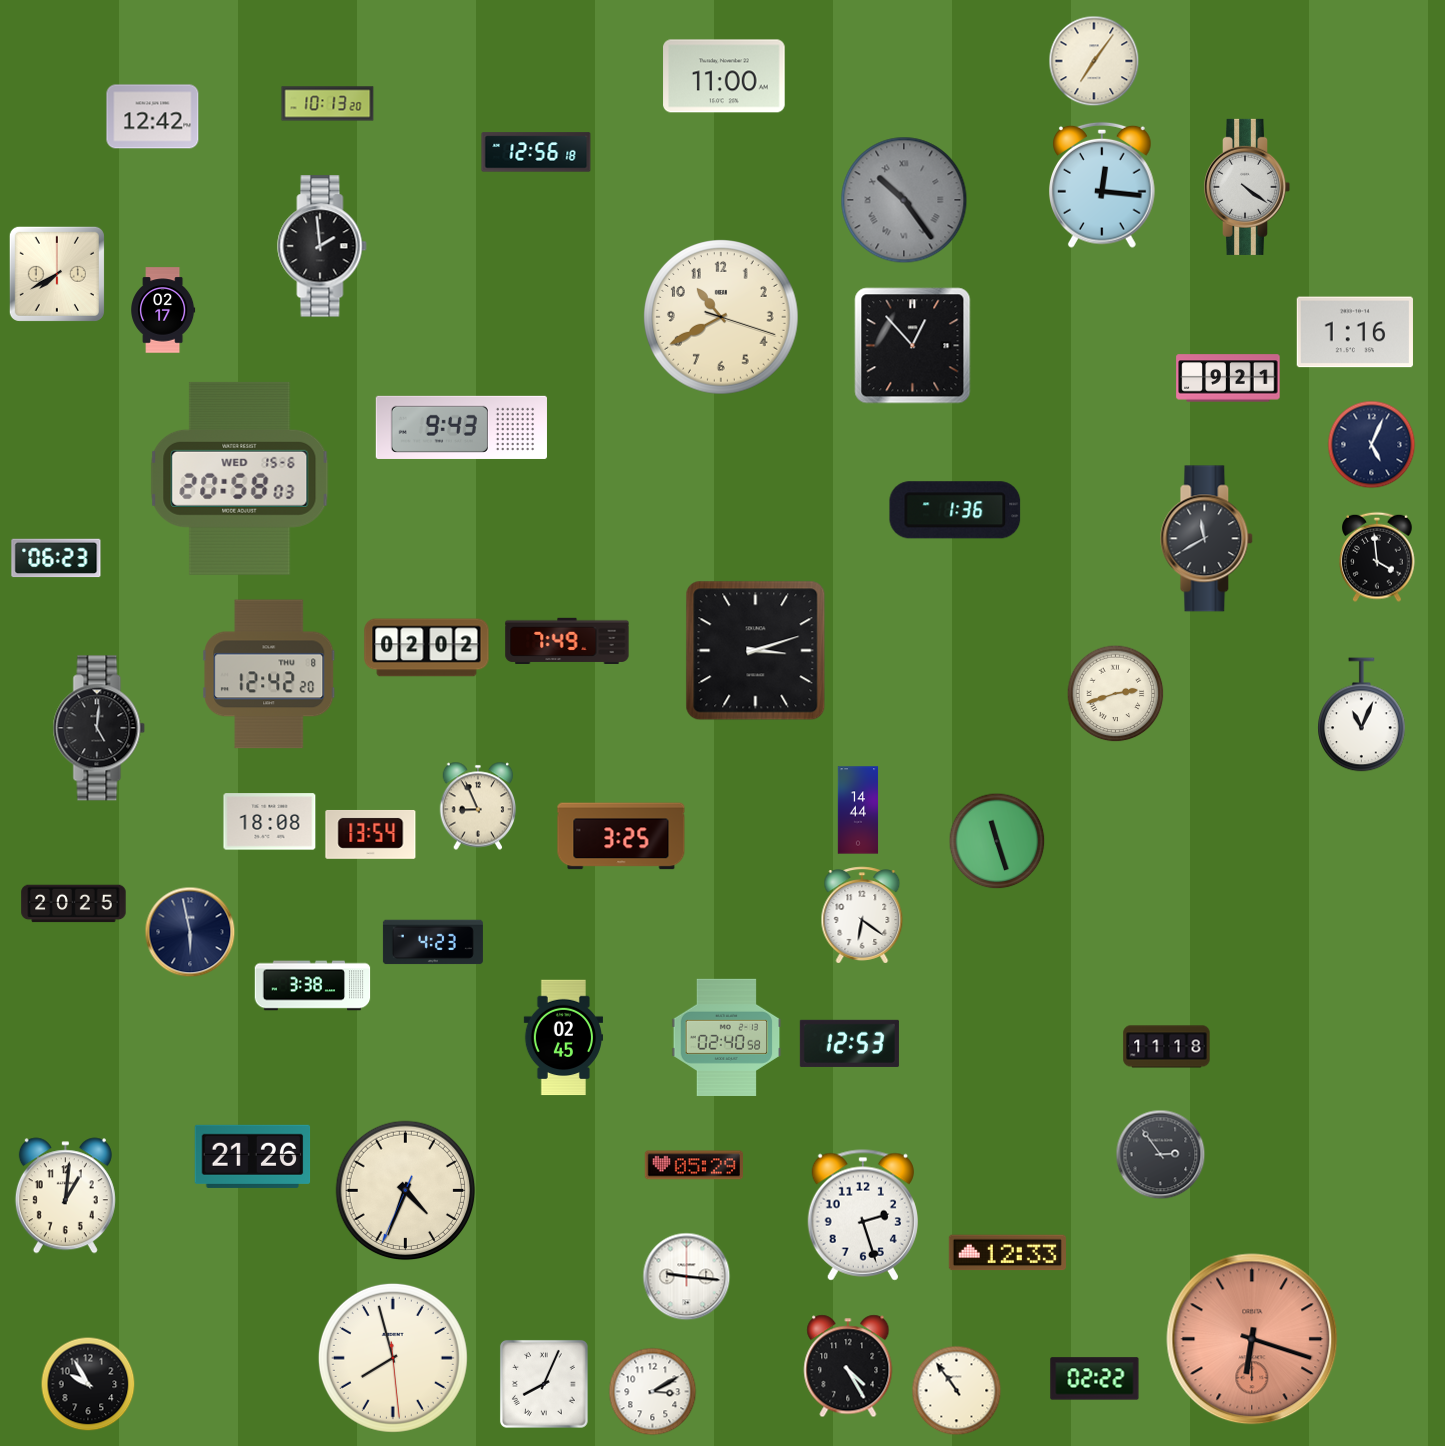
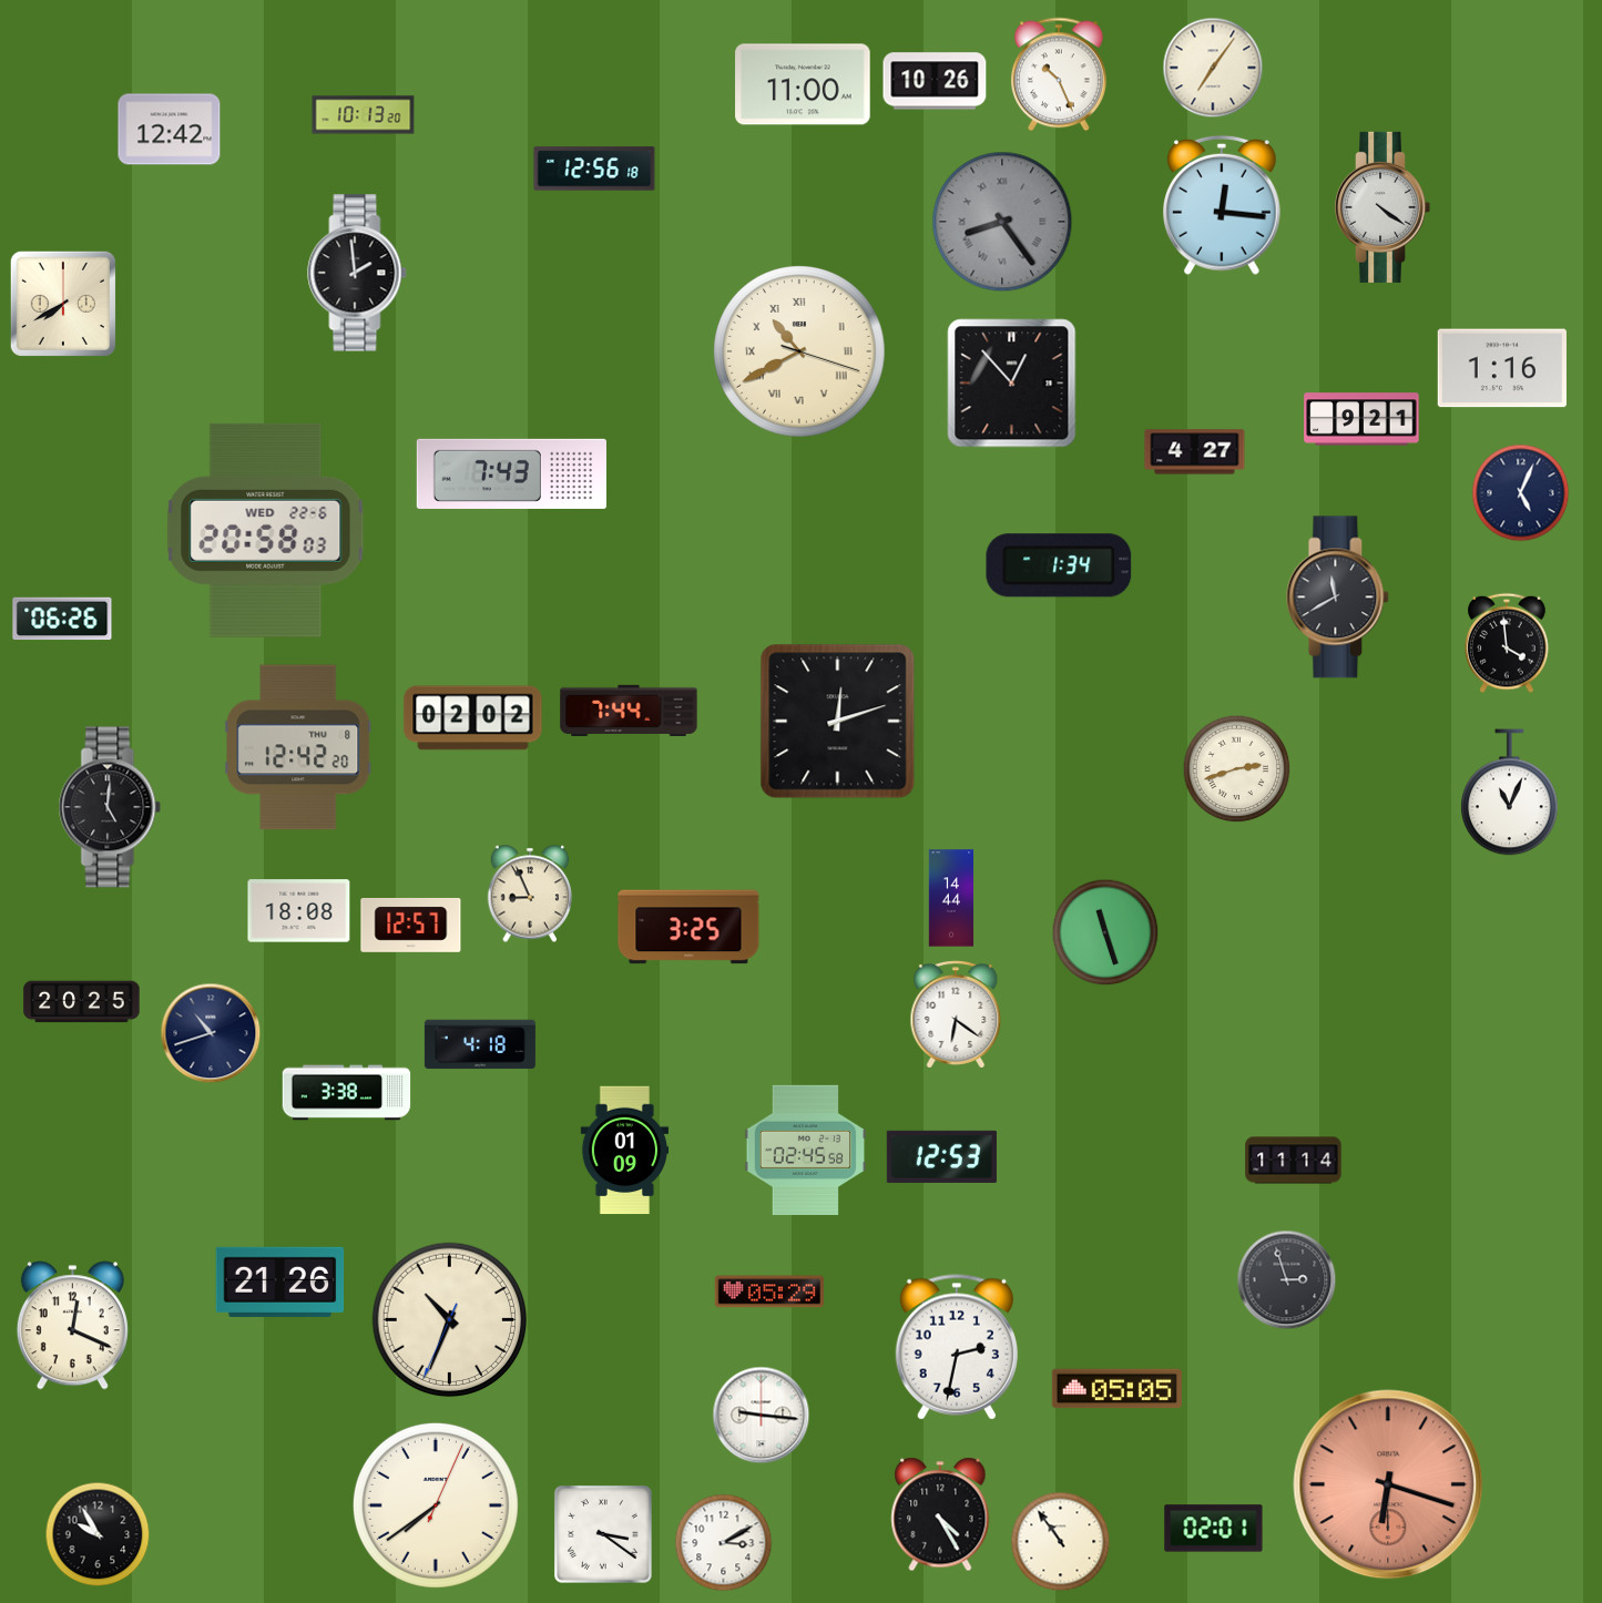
clock at (1059, 74): none -> 10:26
clock at (935, 81): none -> 10:26
clock at (904, 200): 10:24 -> 8:24
clock at (164, 310): 02:17 -> none
clock at (722, 318) numerals: Arabic -> Roman
clock at (1195, 452): none -> 4:27
clock at (461, 427): 9:43 -> 7:43
clock at (240, 478) date: WED 15-6 -> WED 22-6
clock at (955, 510): 1:36 -> 1:34
clock at (1377, 557) position: (1377, 557) -> (1507, 643)
clock at (56, 558): 06:23 -> 06:26
clock at (567, 640): 7:49 -> 7:44
clock at (756, 651): 3:12 -> 12:12
clock at (371, 834): 13:54 -> 12:57
clock at (190, 932): 5:58 -> 10:42
clock at (433, 942): 4:23 -> 4:18
clock at (727, 1037): 02:40 -> 02:45
clock at (563, 1038): 02:45 -> 01:09
clock at (1167, 1047): 11:18 -> 11:14
clock at (1161, 1155): 2:54 -> 2:57
clock at (406, 1191): 4:33 -> 10:33
clock at (65, 1196): 1:01 -> 12:19
clock at (863, 1215): 2:27 -> 2:32
clock at (1007, 1253): 12:33 -> 05:05
clock at (393, 1358): 7:57 -> 7:39
clock at (1095, 1379): 02:22 -> 02:01
clock at (544, 1384): 8:04 -> 3:21
